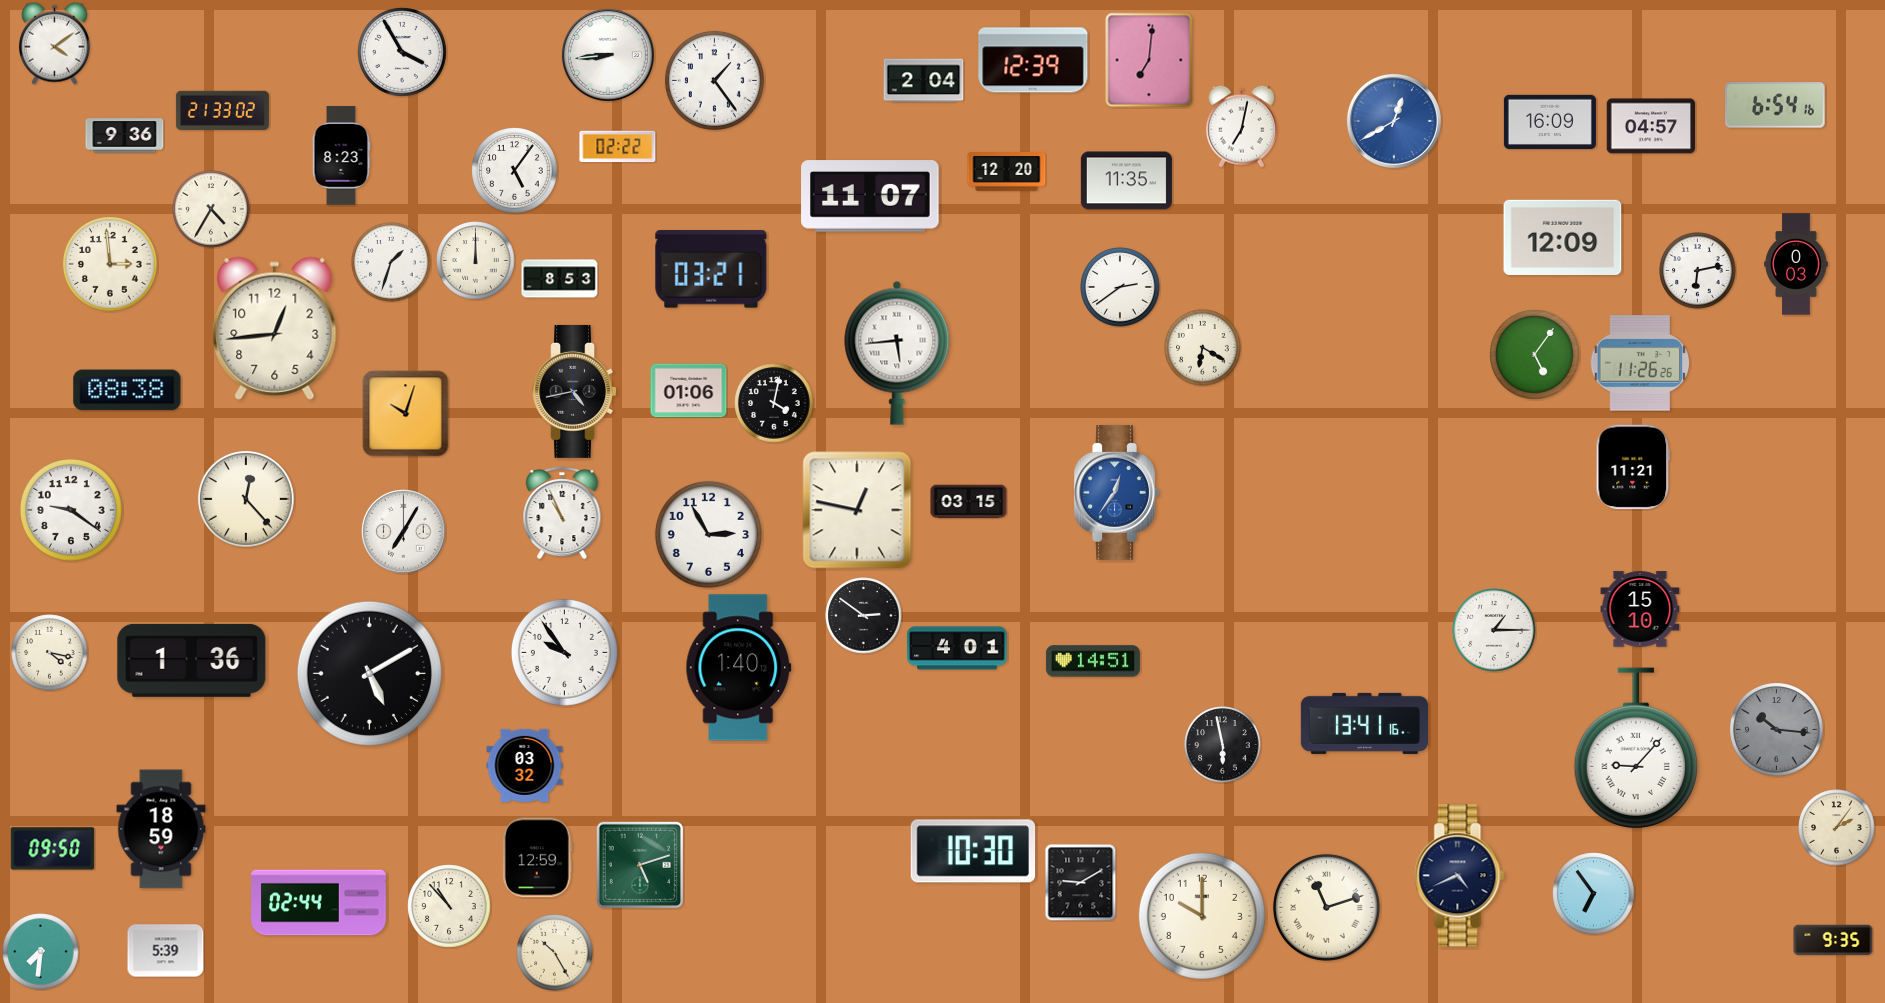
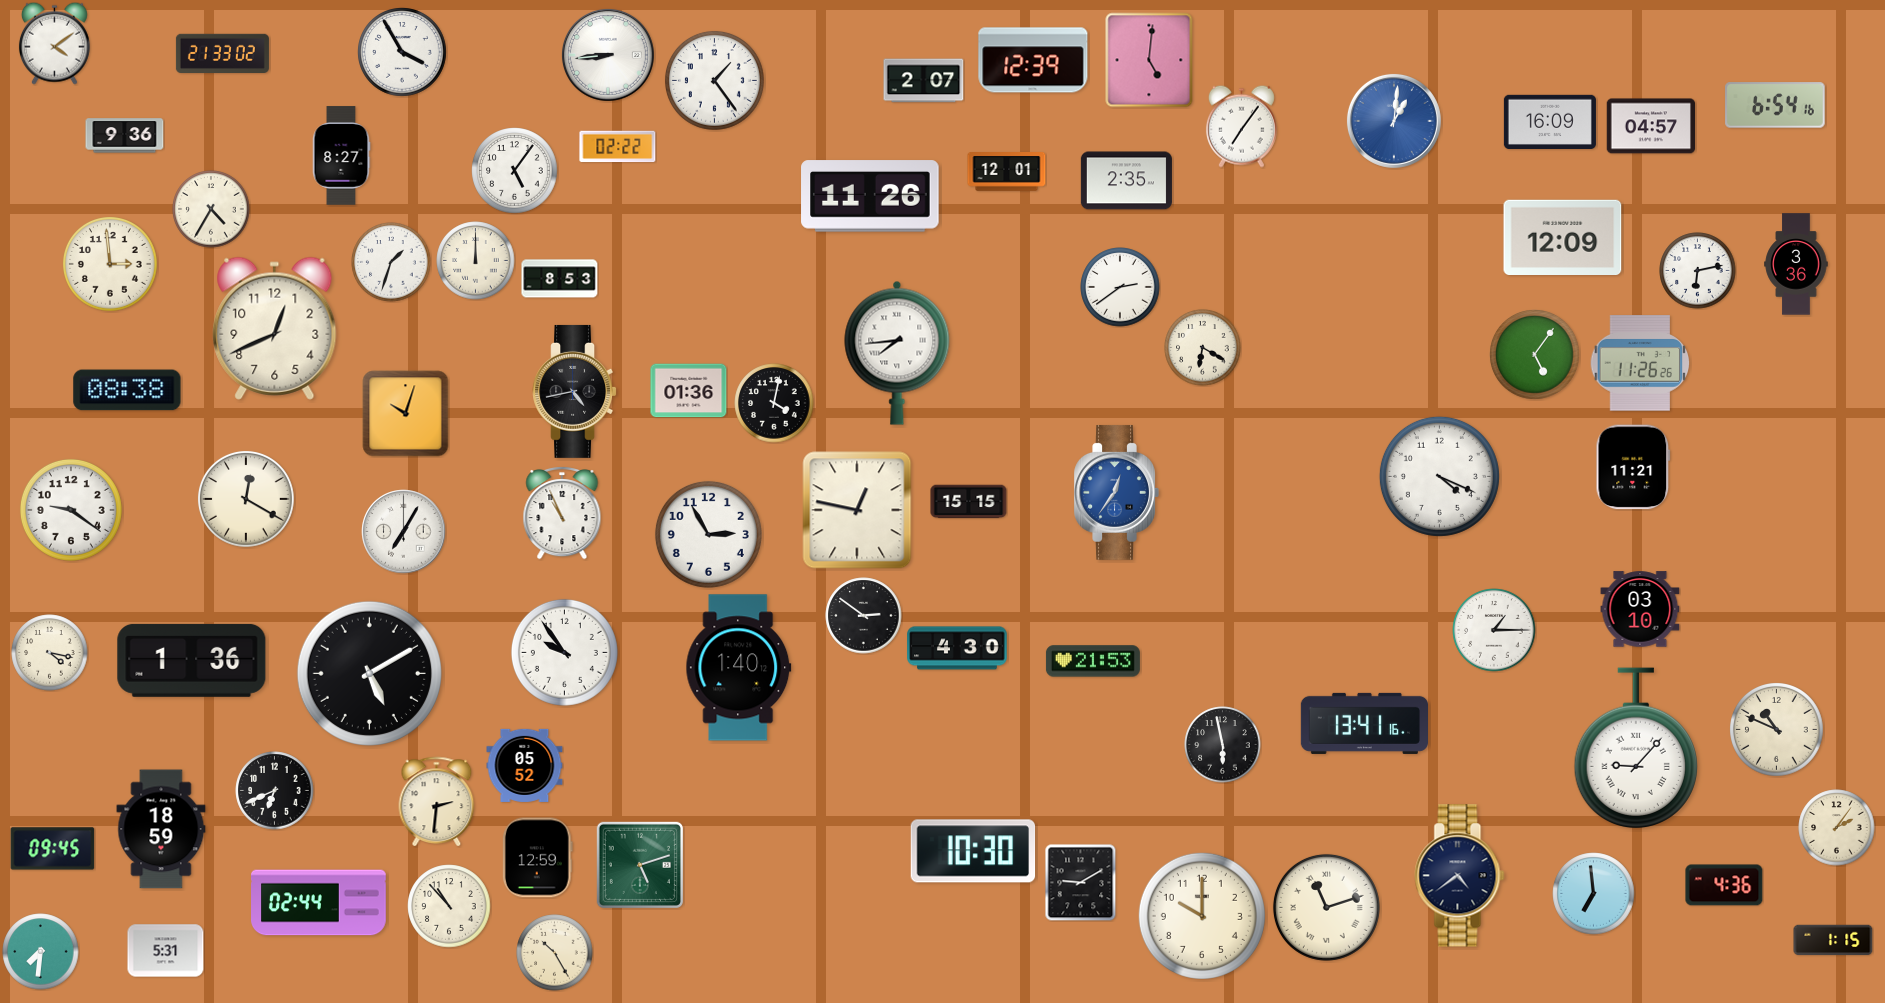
clock at (1149, 60): 7:01 -> 5:01
clock at (924, 81): 2:04 -> 2:07
clock at (222, 111) position: (222, 111) -> (222, 54)
clock at (1394, 121): 12:40 -> 1:01
clock at (1241, 126): 7:02 -> 7:06
clock at (341, 156): 8:23 -> 8:27
clock at (1007, 172): 12:20 -> 12:01
clock at (1126, 181): 11:35 -> 2:35
clock at (870, 196): 11:07 -> 11:26
clock at (1796, 264): 0:03 -> 3:36
clock at (711, 269): 03:21 -> none
clock at (275, 328): 12:44 -> 12:41
clock at (897, 353): 5:44 -> 7:44
clock at (689, 391): 01:06 -> 01:36
clock at (1439, 476): none -> 4:19
clock at (246, 499): 12:23 -> 12:20
clock at (969, 502): 03:15 -> 15:15
clock at (1640, 609): 15:10 -> 03:10
clock at (957, 648): 4:01 -> 4:30
clock at (1093, 661): 14:51 -> 21:53
clock at (1777, 730): 10:16 -> 10:49
clock at (1777, 730) dial: grey -> cream
clock at (525, 765): 03:32 -> 05:52
clock at (275, 791): none -> 6:41
clock at (437, 801): none -> 2:31
clock at (53, 849): 09:50 -> 09:45
clock at (1460, 876): 4:41 -> 4:39
clock at (1724, 885): none -> 4:36
clock at (1594, 894): 6:54 -> 6:59
clock at (1833, 940): 9:35 -> 1:15
clock at (166, 951): 5:39 -> 5:31
